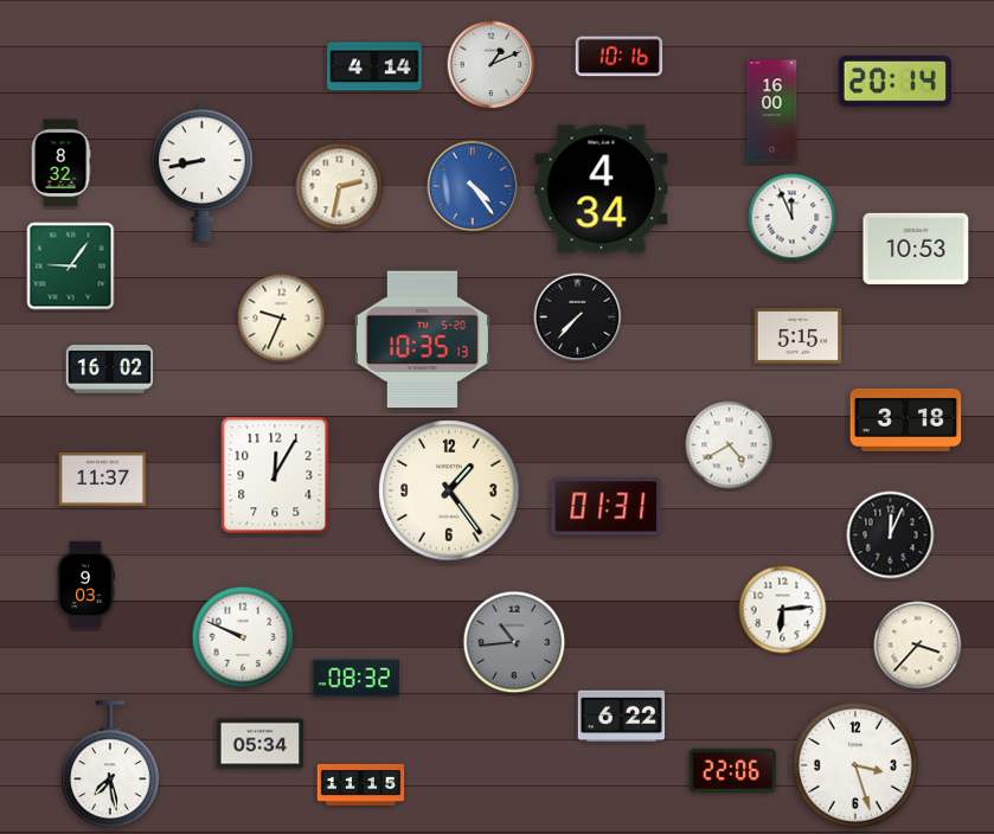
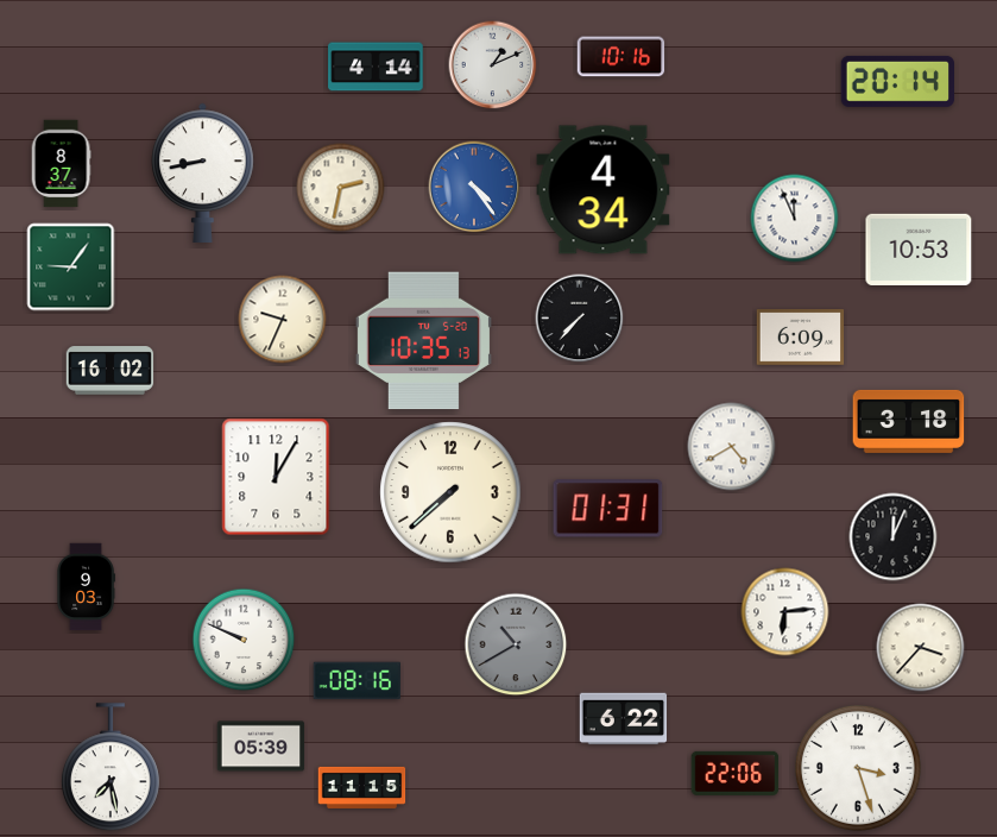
clock at (772, 111): 16:00 -> none
clock at (60, 163): 8:32 -> 8:37
clock at (799, 336): 5:15 -> 6:09
clock at (103, 479): 11:37 -> none
clock at (449, 490): 1:24 -> 7:38
clock at (514, 642): 10:44 -> 10:40
clock at (355, 679): 08:32 -> 08:16
clock at (261, 744): 05:34 -> 05:39
